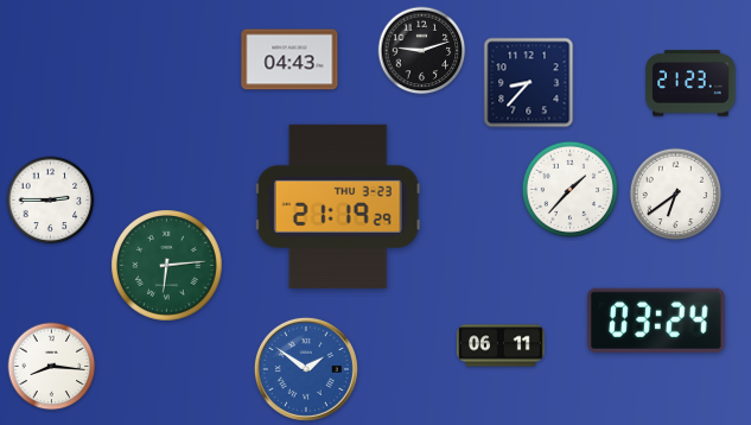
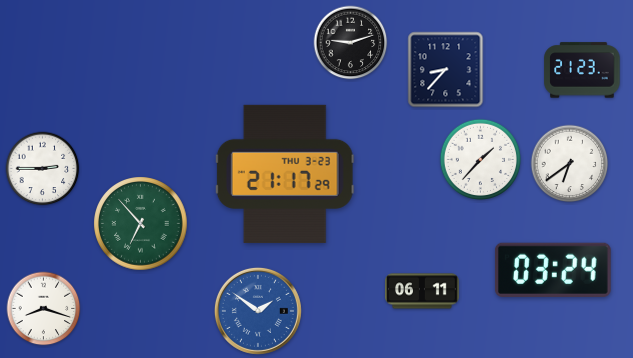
clock at (422, 51) position: (422, 51) -> (351, 43)
clock at (289, 59): 04:43 -> none
clock at (338, 207): 21:19 -> 21:17
clock at (167, 266): 6:14 -> 6:53
clock at (52, 367): 8:16 -> 8:18
